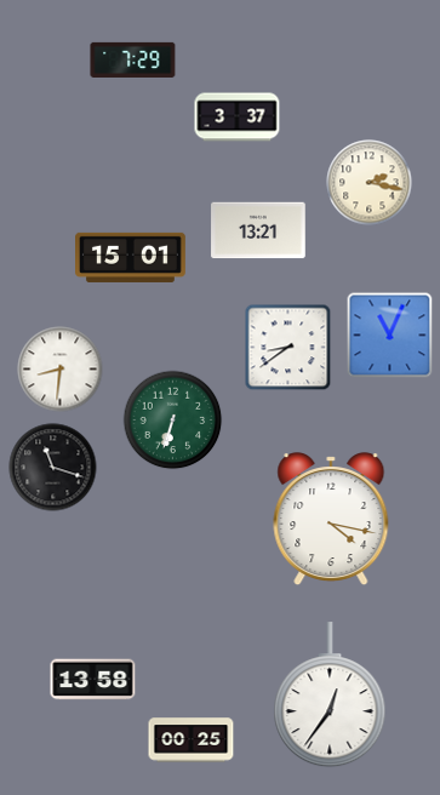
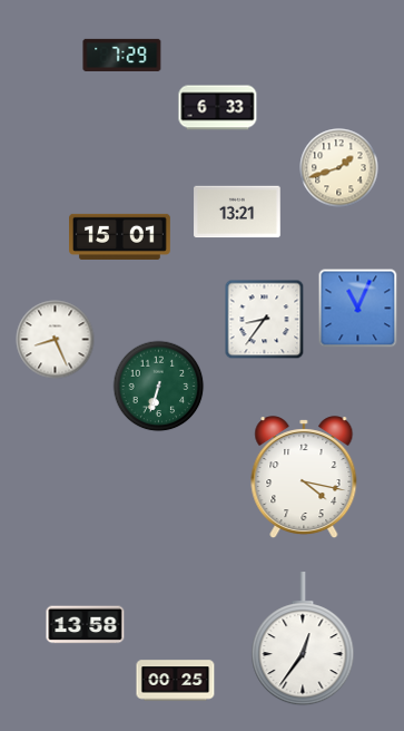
clock at (238, 118): 3:37 -> 6:33
clock at (370, 183): 2:17 -> 1:42
clock at (288, 348): 8:39 -> 8:36
clock at (61, 370): 8:31 -> 8:26
clock at (53, 468): 11:18 -> none
